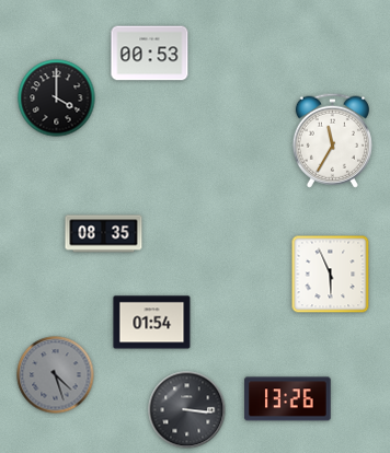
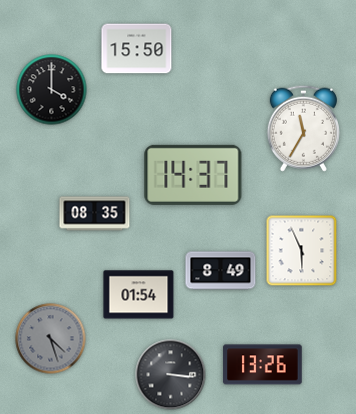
clock at (150, 54): 00:53 -> 15:50
clock at (193, 175): none -> 14:37
clock at (221, 271): none -> 8:49
clock at (56, 375) position: (56, 375) -> (51, 339)
